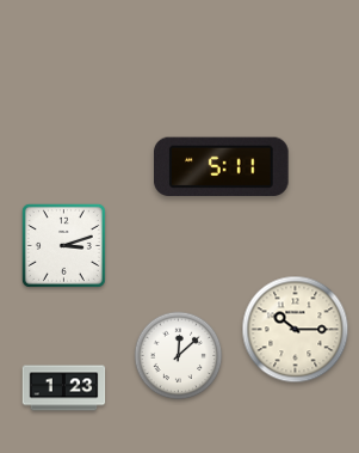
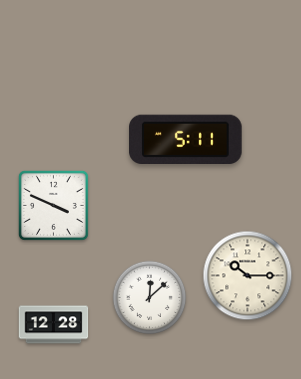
clock at (63, 245): 3:12 -> 3:49
clock at (64, 388): 1:23 -> 12:28
